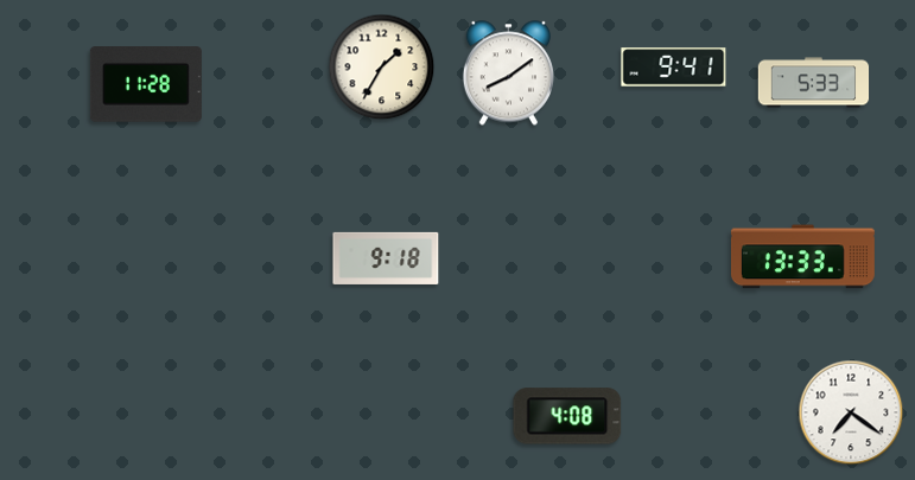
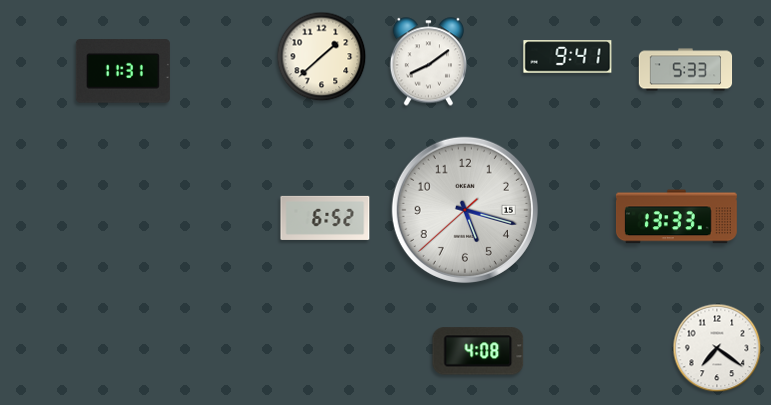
clock at (382, 68): 1:35 -> 1:38
clock at (146, 84): 11:28 -> 11:31
clock at (465, 210): none -> 5:17
clock at (386, 258): 9:18 -> 6:52
